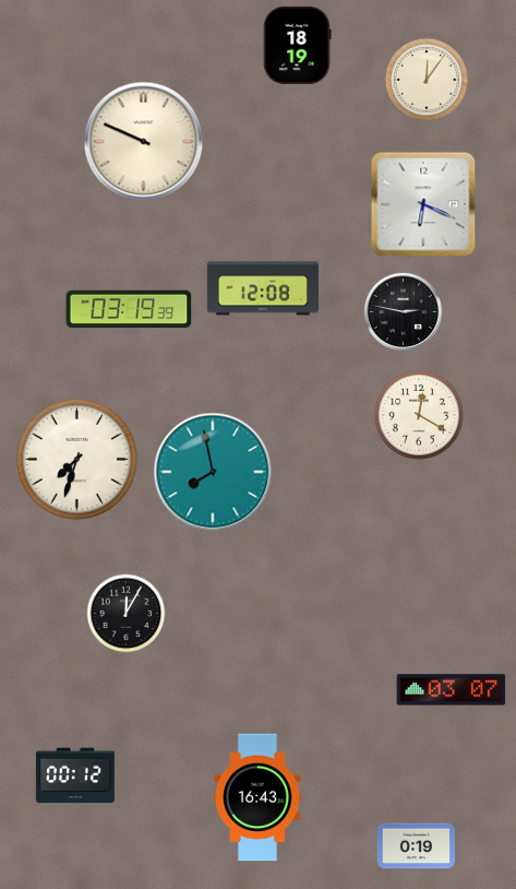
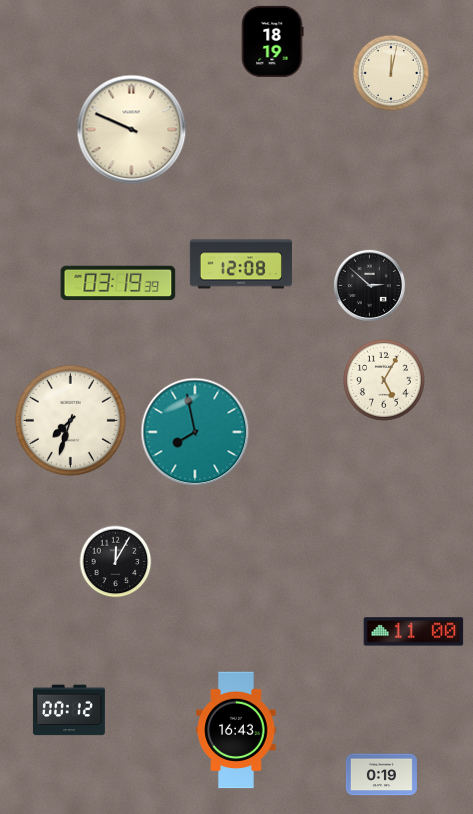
clock at (427, 80): 12:06 -> 12:02
clock at (423, 204): 6:19 -> none
clock at (403, 311): 2:47 -> 2:52
clock at (420, 416): 12:20 -> 5:05
clock at (452, 690): 03:07 -> 11:00
